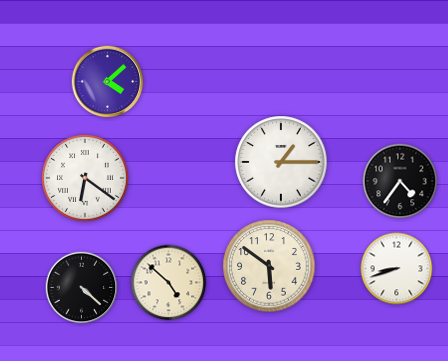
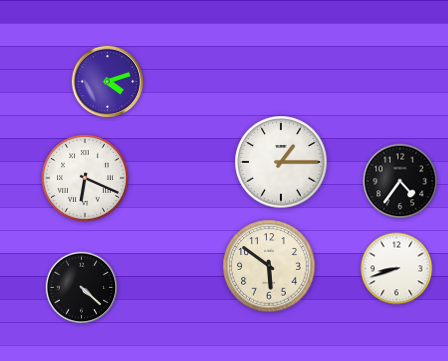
clock at (108, 82): 4:08 -> 4:12
clock at (86, 179): 6:21 -> 6:19
clock at (169, 283): 4:52 -> none
